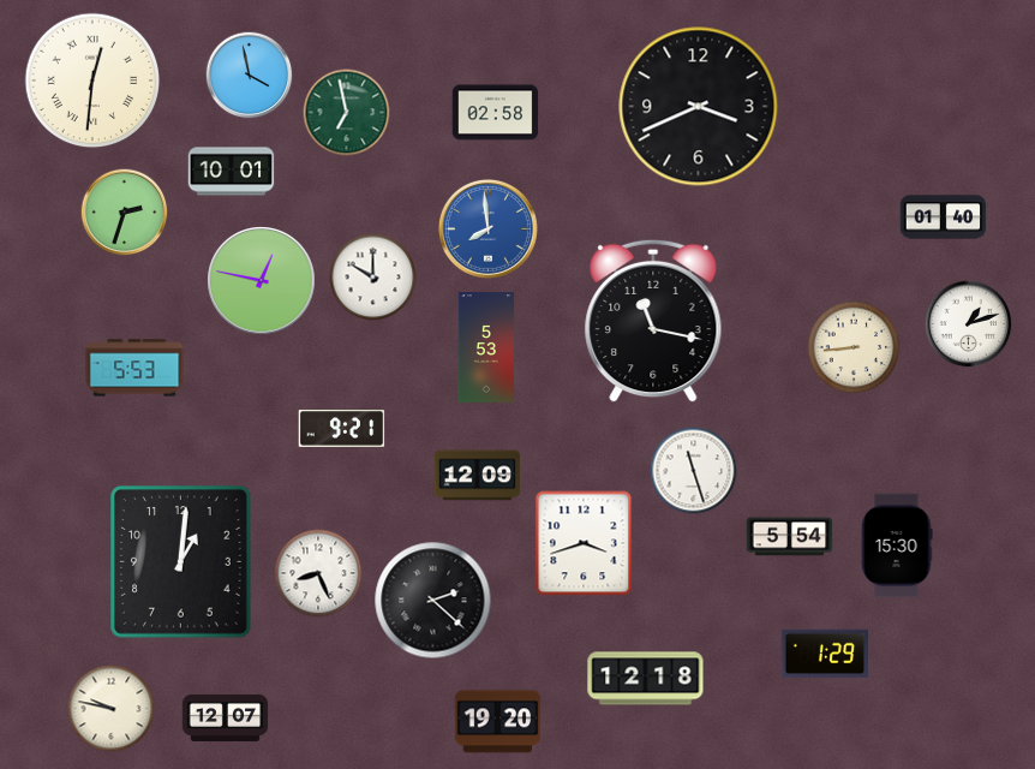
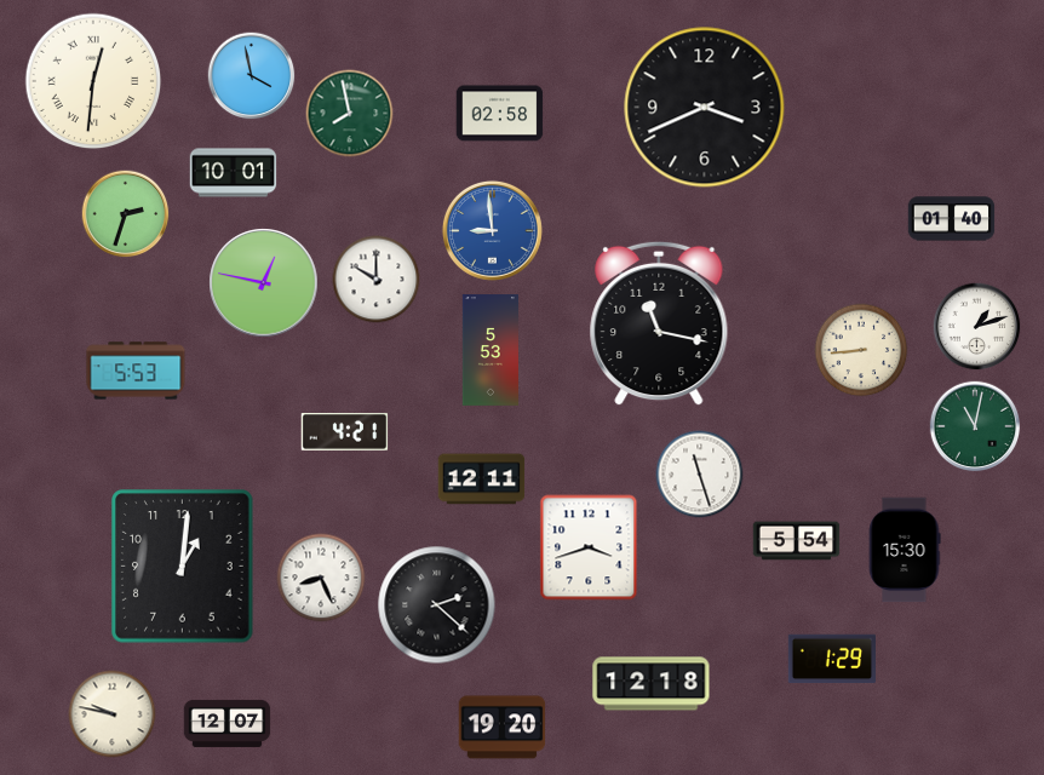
clock at (347, 113): 6:58 -> 7:58
clock at (487, 228): 7:59 -> 8:59
clock at (975, 426): none -> 11:02
clock at (342, 429): 9:21 -> 4:21
clock at (478, 476): 12:09 -> 12:11
